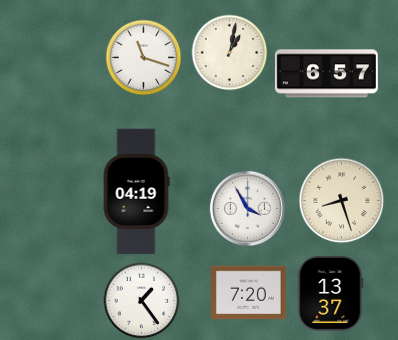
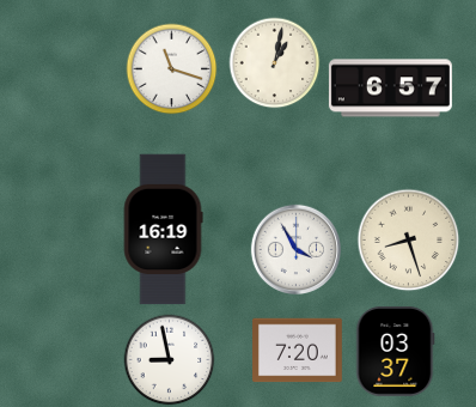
clock at (136, 192): 04:19 -> 16:19
clock at (331, 293): 13:37 -> 03:37
clock at (142, 301): 1:24 -> 8:58
